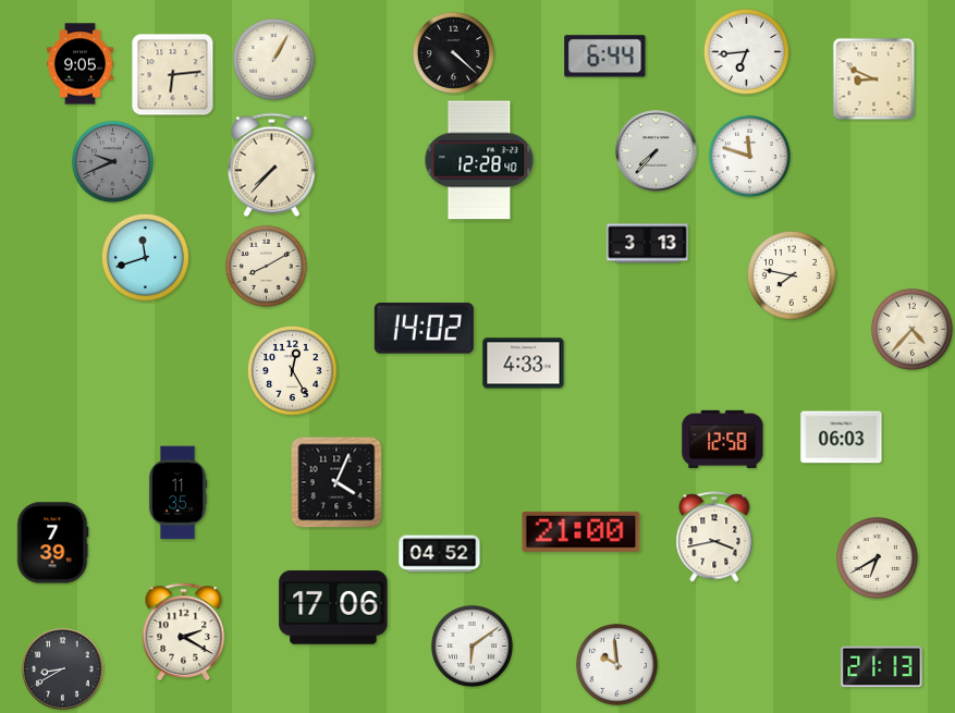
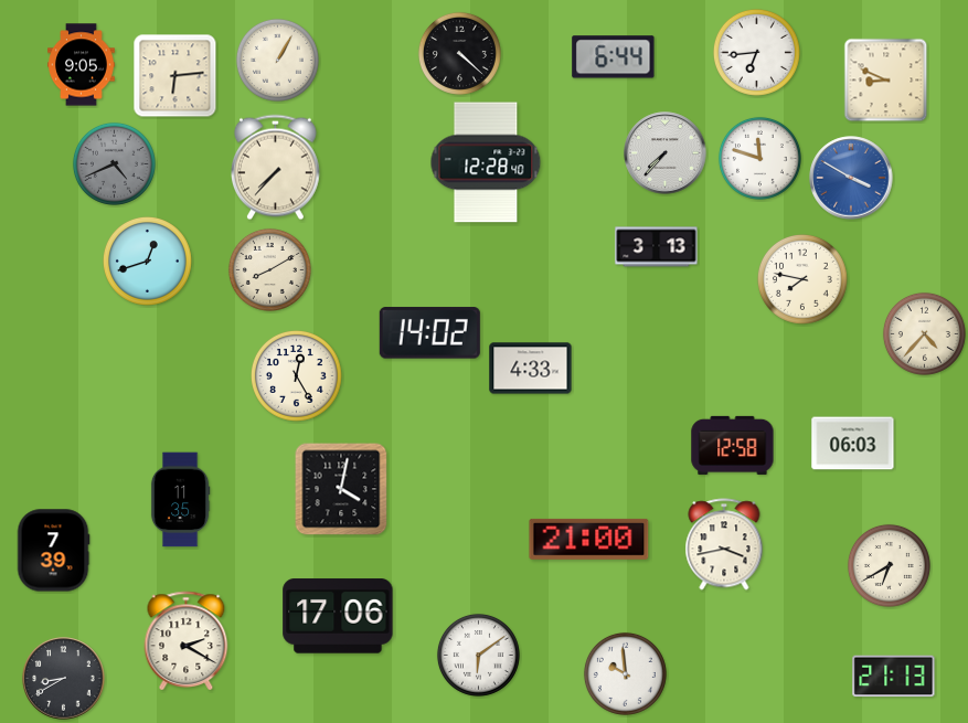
clock at (112, 161): 9:41 -> 4:41
clock at (851, 178): none -> 3:50
clock at (145, 257): 11:42 -> 12:42
clock at (336, 482): 4:04 -> 4:02
clock at (440, 554): 04:52 -> none
